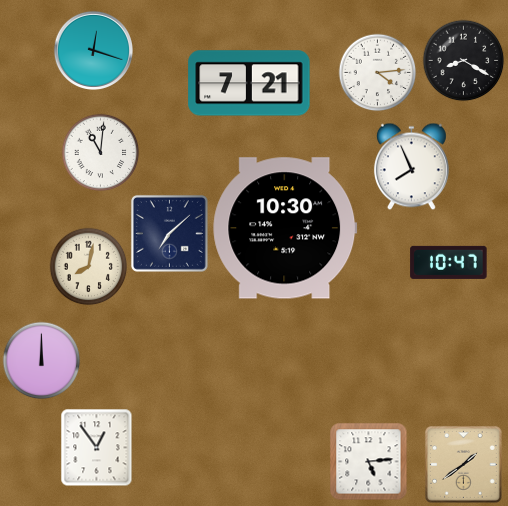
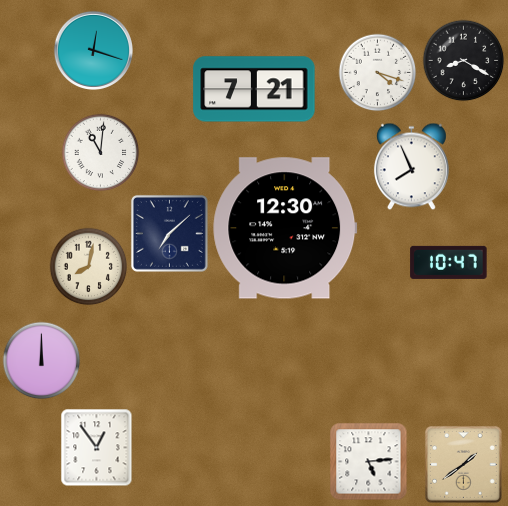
clock at (377, 72): 4:14 -> 4:18
clock at (249, 83) position: (249, 83) -> (254, 89)
clock at (285, 228): 10:30 -> 12:30
